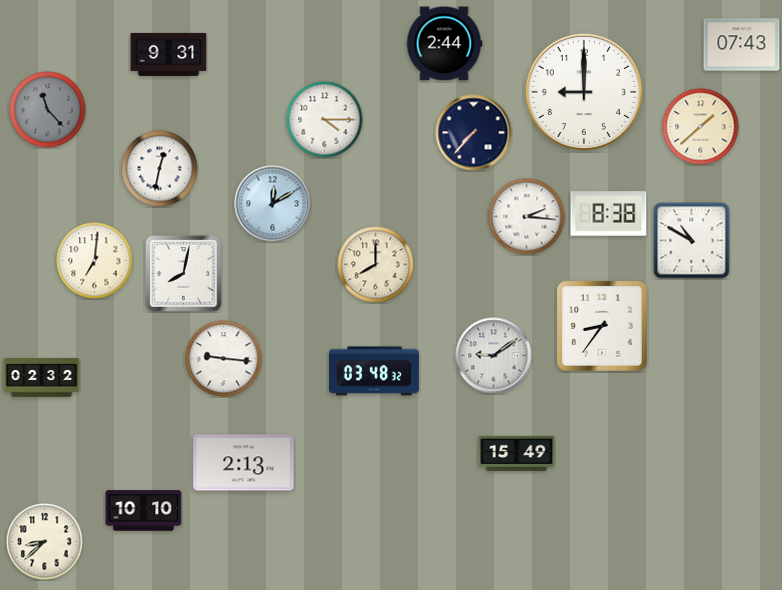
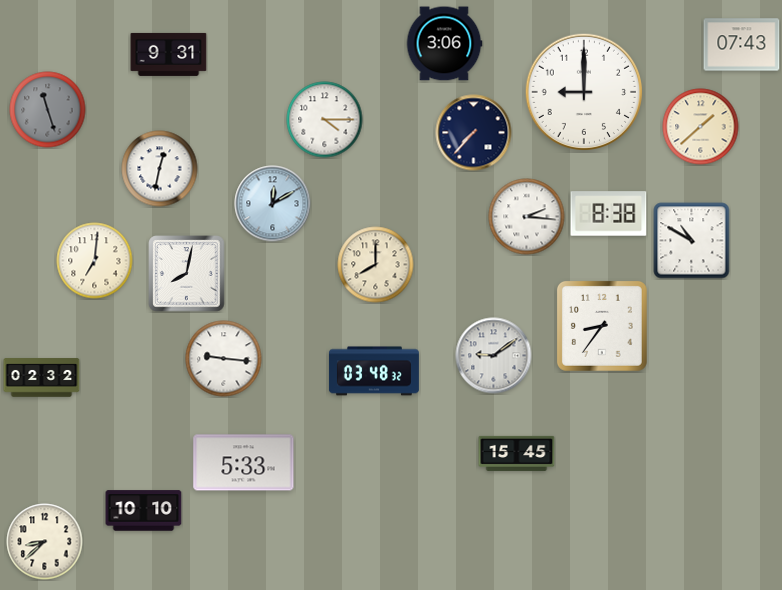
clock at (444, 44): 2:44 -> 3:06
clock at (48, 110): 11:23 -> 11:27
clock at (184, 274) position: (184, 274) -> (187, 274)
clock at (517, 453): 15:49 -> 15:45
clock at (244, 463): 2:13 -> 5:33
